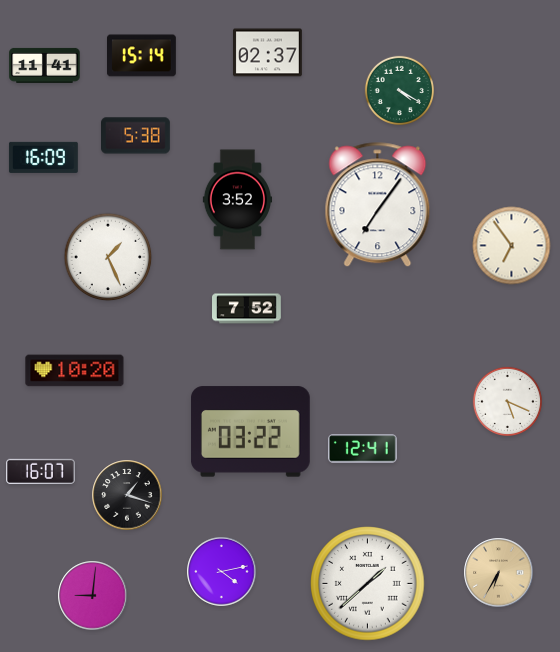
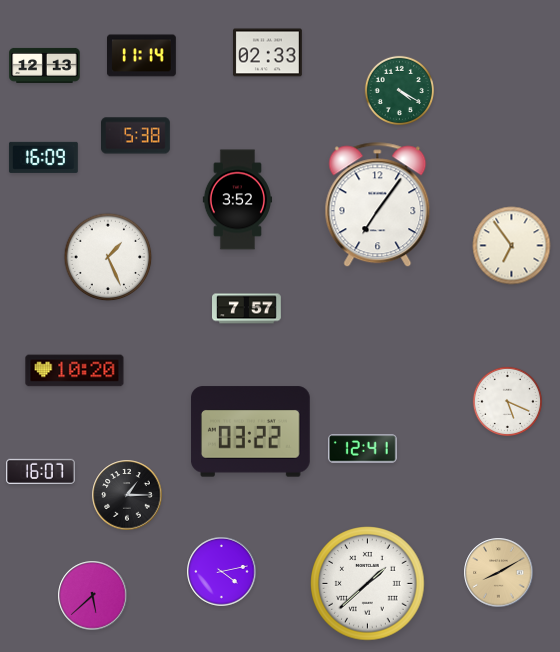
clock at (268, 53): 02:37 -> 02:33
clock at (142, 56): 15:14 -> 11:14
clock at (45, 65): 11:41 -> 12:13
clock at (247, 309): 7:52 -> 7:57
clock at (127, 495): 1:18 -> 1:15
clock at (499, 573): 6:35 -> 8:10
clock at (93, 596): 9:01 -> 5:38
